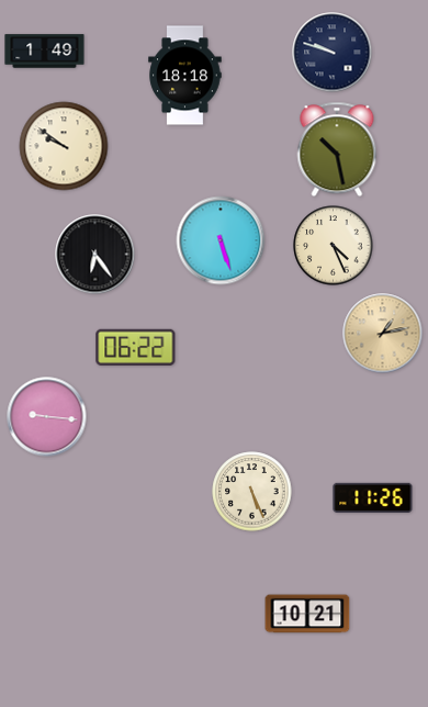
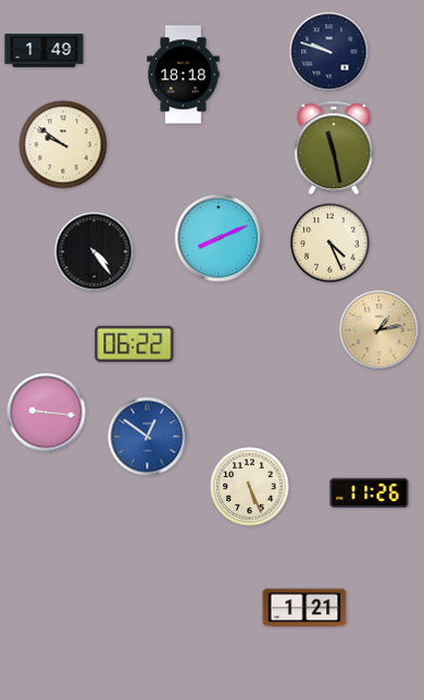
clock at (337, 149): 10:28 -> 11:28
clock at (221, 240): 5:27 -> 8:11
clock at (95, 255): 6:24 -> 4:24
clock at (148, 437): none -> 12:51
clock at (307, 614): 10:21 -> 1:21
